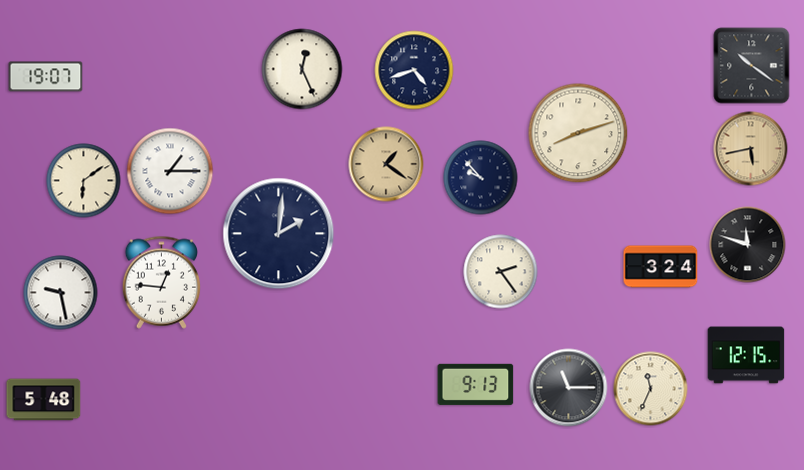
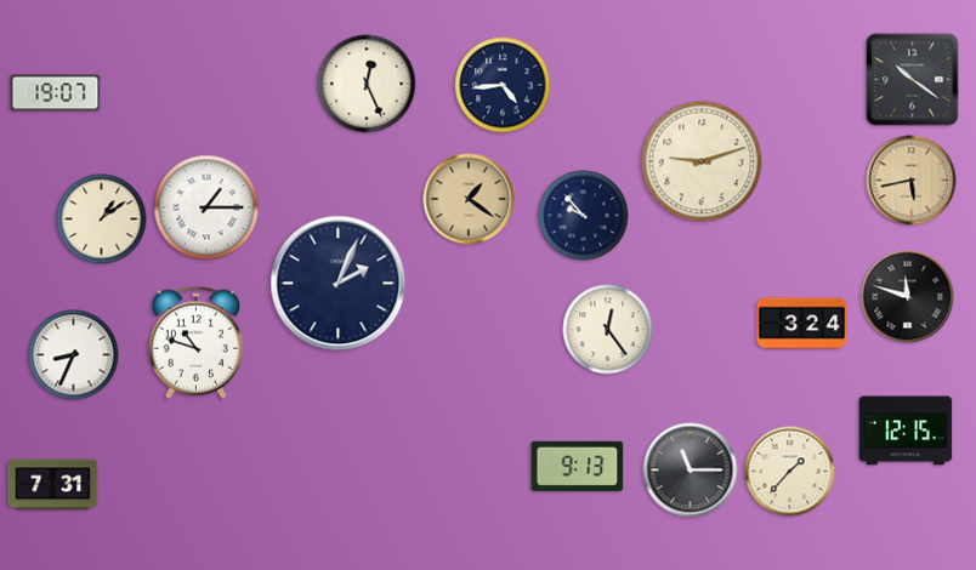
clock at (414, 70): 4:42 -> 4:44
clock at (578, 133): 8:12 -> 9:12
clock at (84, 181): 6:09 -> 1:09
clock at (279, 234): 2:01 -> 2:04
clock at (501, 272): 2:24 -> 12:24
clock at (161, 282): 12:46 -> 10:48
clock at (61, 293): 9:28 -> 8:34
clock at (651, 389): 11:34 -> 1:37
clock at (44, 400): 5:48 -> 7:31
